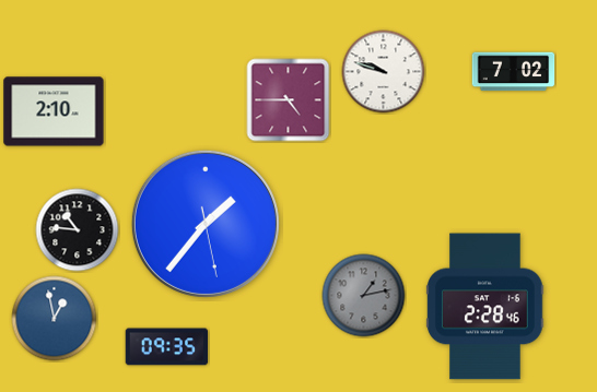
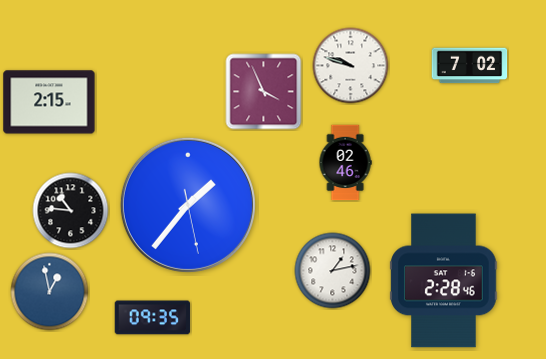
clock at (289, 100): 4:45 -> 3:56
clock at (54, 111): 2:10 -> 2:15
clock at (345, 163): none -> 02:46
clock at (364, 296) dial: grey -> white
